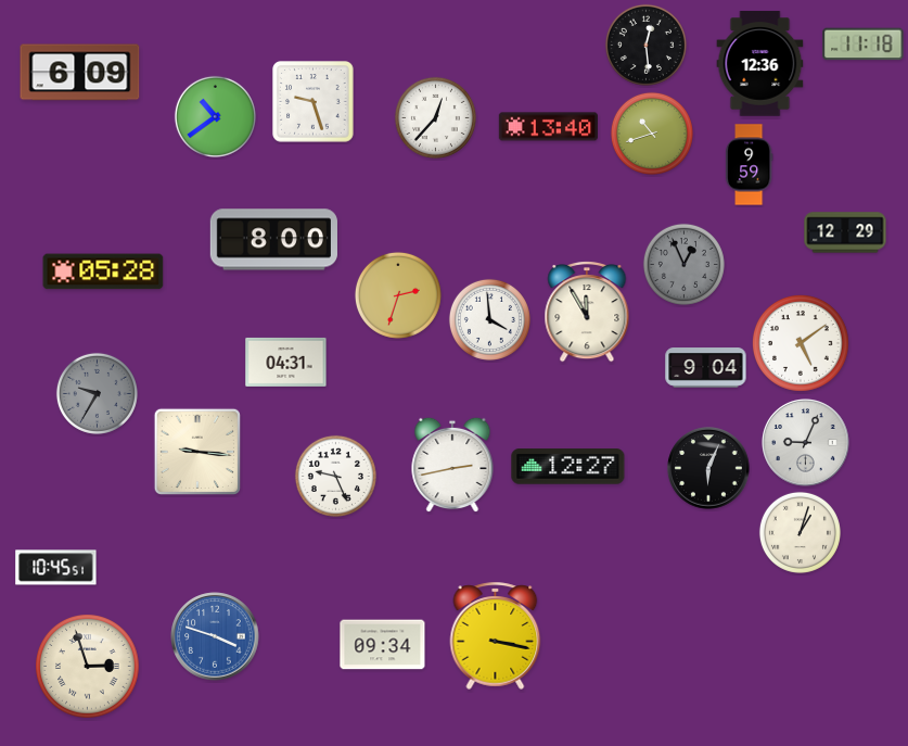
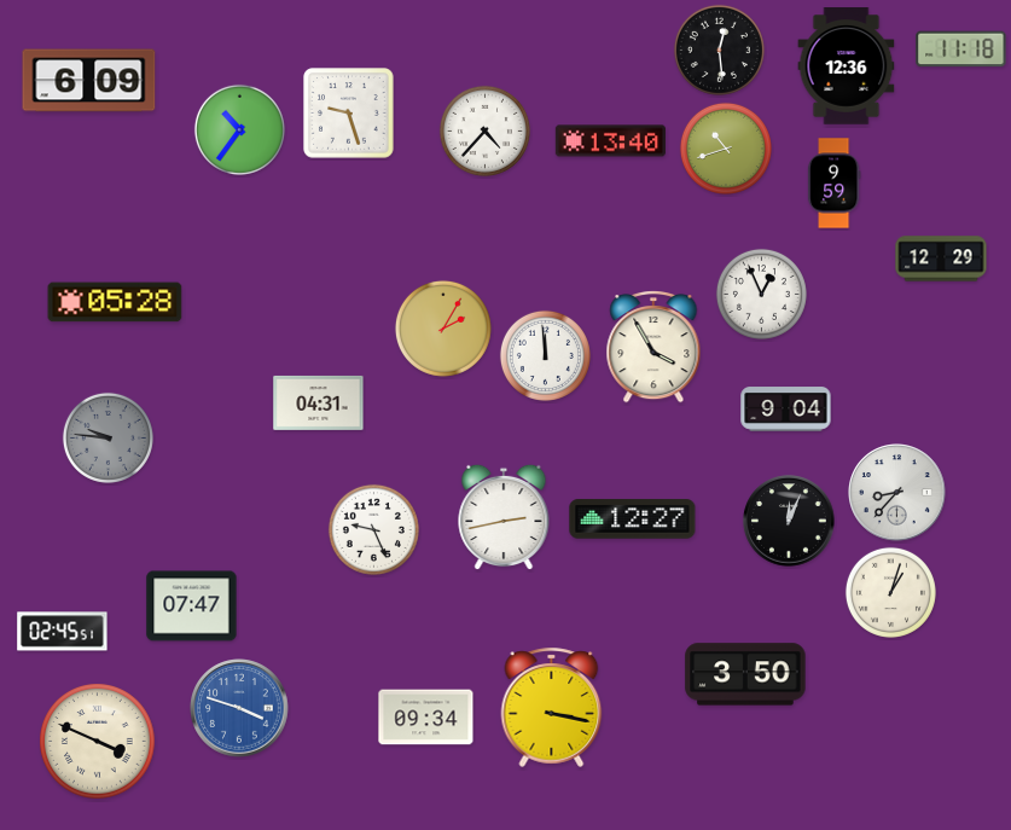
clock at (760, 64) position: (760, 64) -> (847, 66)
clock at (215, 116): 10:39 -> 10:36
clock at (435, 117): 12:37 -> 4:37
clock at (273, 240): 8:00 -> none
clock at (683, 264) dial: grey -> white
clock at (398, 295): 2:33 -> 2:05
clock at (587, 313): 11:55 -> 3:55
clock at (489, 319): 3:59 -> 11:59
clock at (802, 344): 5:09 -> none
clock at (97, 393): 9:35 -> 9:46
clock at (806, 443): 9:04 -> 8:37
clock at (197, 452): 9:16 -> none
clock at (708, 468): 6:04 -> 12:04
clock at (192, 606): none -> 07:47
clock at (56, 568): 10:45 -> 02:45
clock at (745, 674): none -> 3:50
clock at (88, 667): 2:57 -> 3:49
